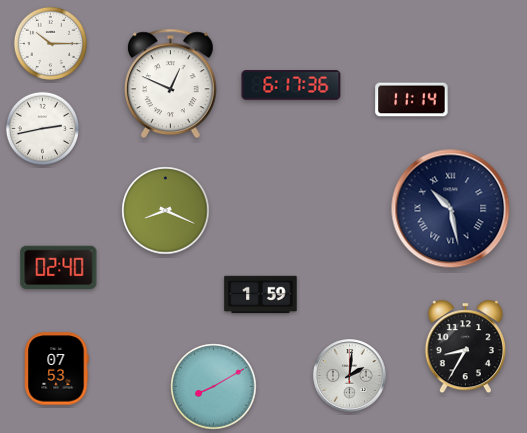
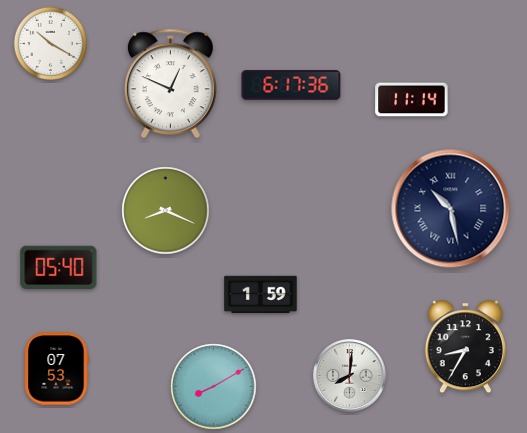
clock at (50, 43): 10:15 -> 10:20
clock at (42, 128): 2:43 -> none
clock at (59, 267): 02:40 -> 05:40
clock at (350, 376): 2:01 -> 8:01
